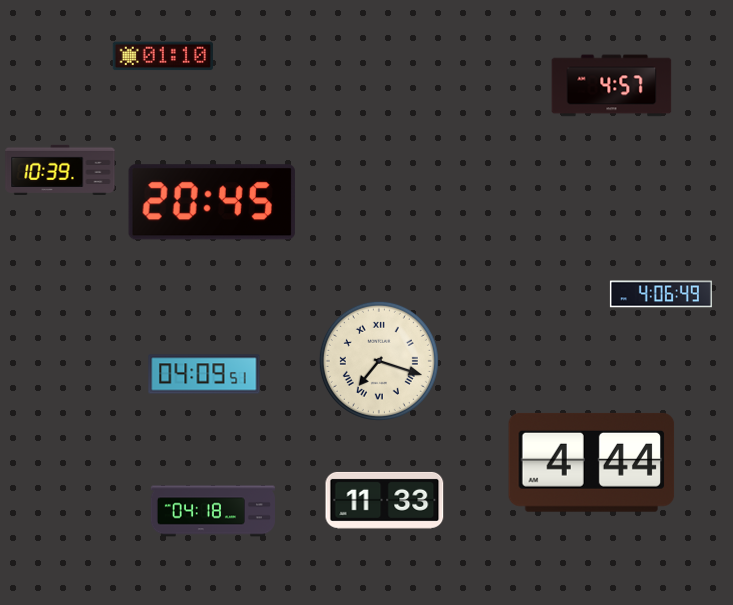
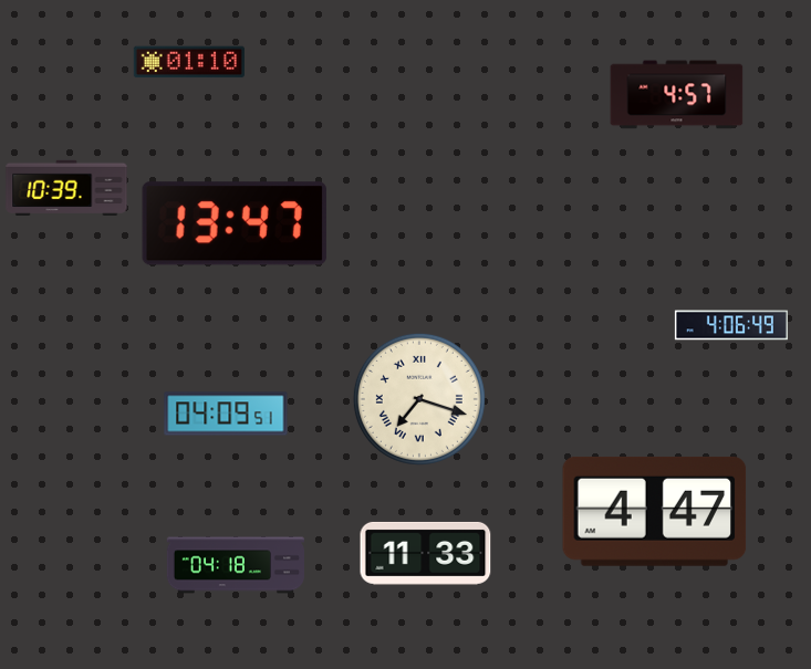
clock at (163, 56) position: (163, 56) -> (189, 62)
clock at (212, 202): 20:45 -> 13:47
clock at (592, 462): 4:44 -> 4:47
